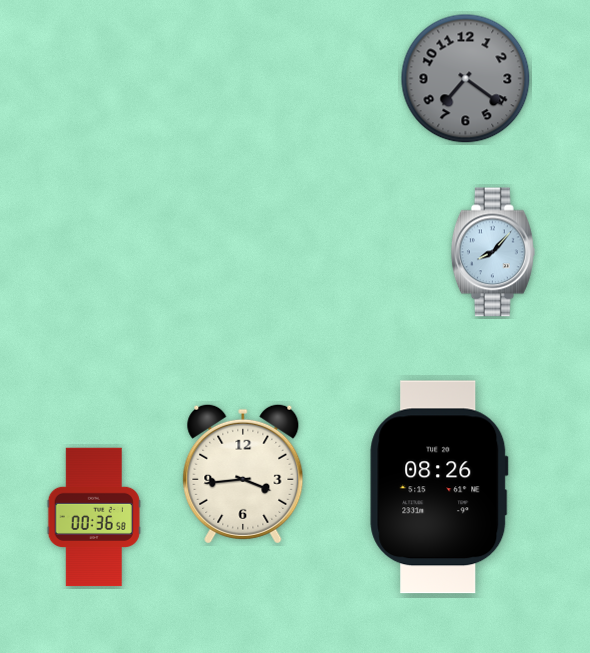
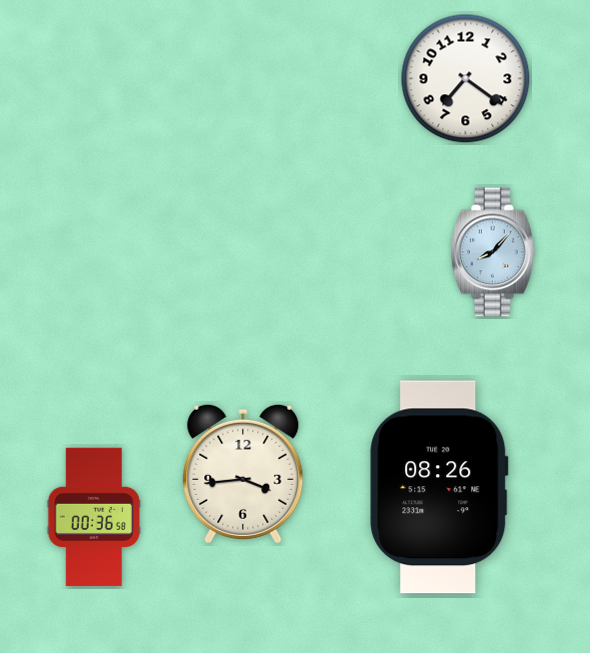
clock at (466, 79) dial: grey -> white
